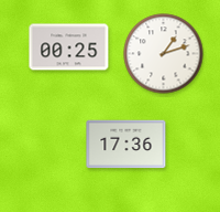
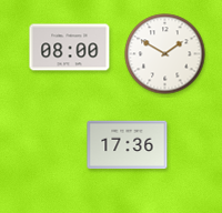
clock at (69, 47): 00:25 -> 08:00
clock at (164, 54): 1:12 -> 1:50
